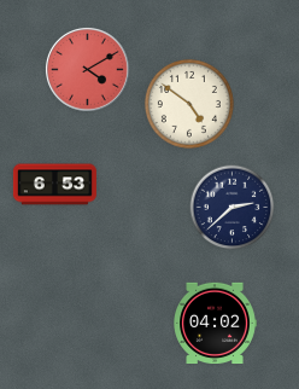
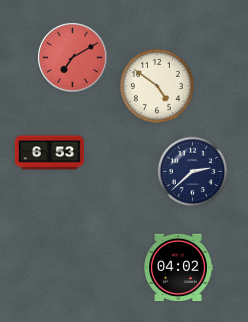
clock at (87, 69): 4:10 -> 7:10
clock at (54, 185) position: (54, 185) -> (49, 153)
